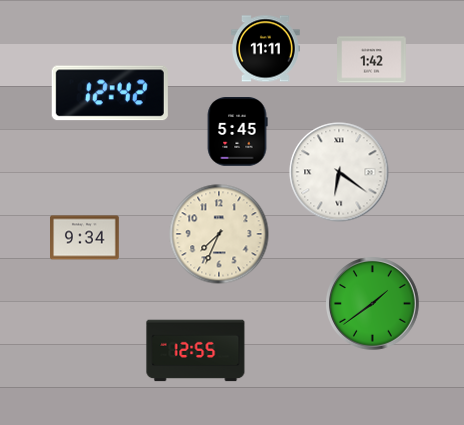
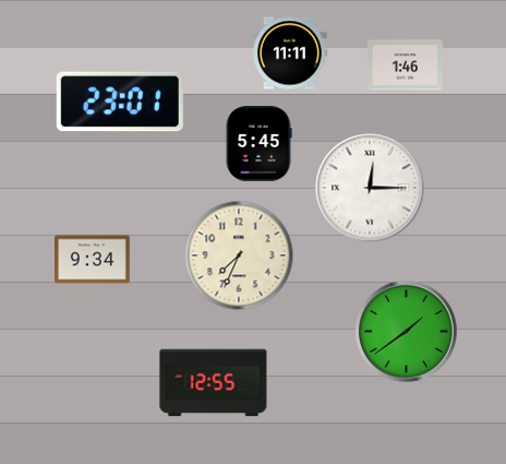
clock at (372, 60): 1:42 -> 1:46
clock at (110, 93): 12:42 -> 23:01
clock at (339, 172): 6:21 -> 12:15
